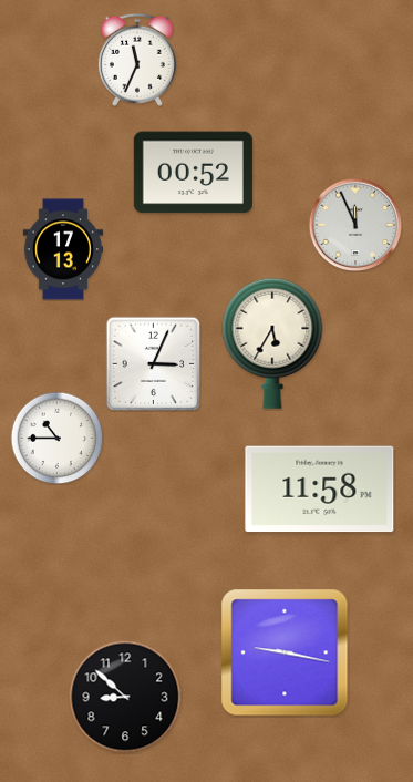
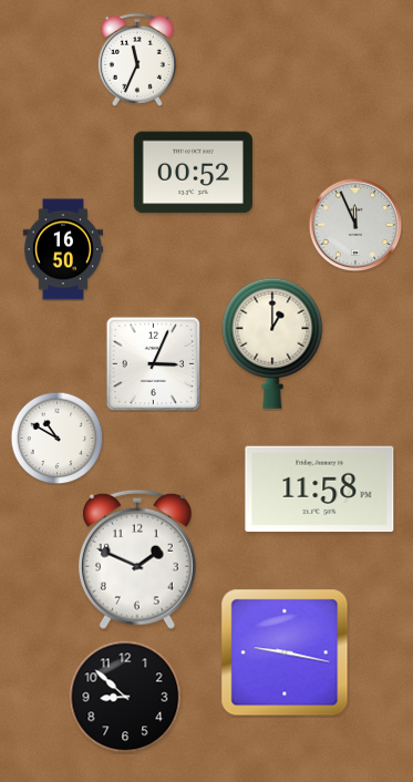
clock at (62, 249): 17:13 -> 16:50
clock at (272, 343): 5:35 -> 1:00
clock at (56, 438): 10:45 -> 10:50
clock at (137, 559): none -> 1:49
